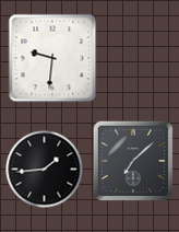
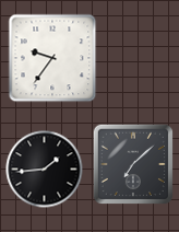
clock at (52, 58): 9:31 -> 9:36
clock at (132, 160) position: (132, 160) -> (132, 163)
